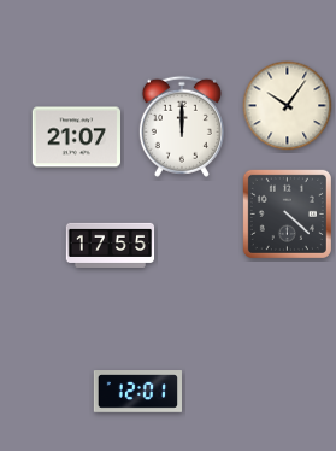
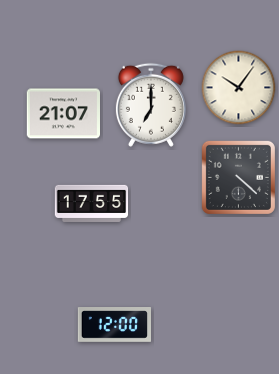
clock at (182, 127): 12:00 -> 7:00
clock at (138, 392): 12:01 -> 12:00
